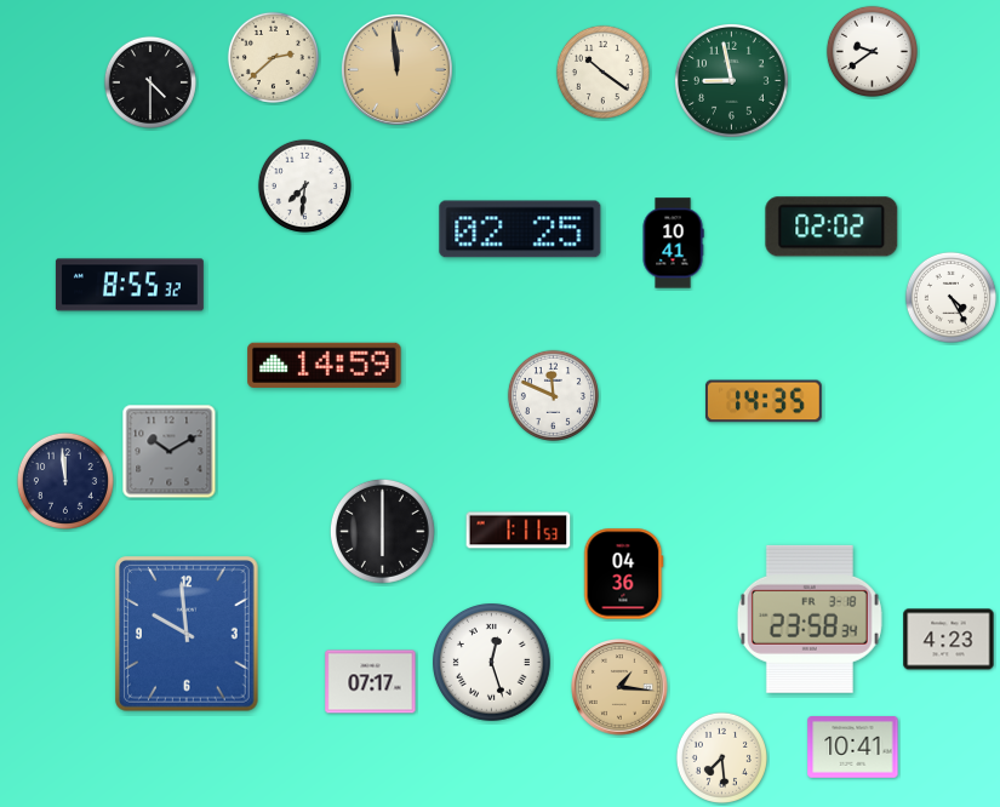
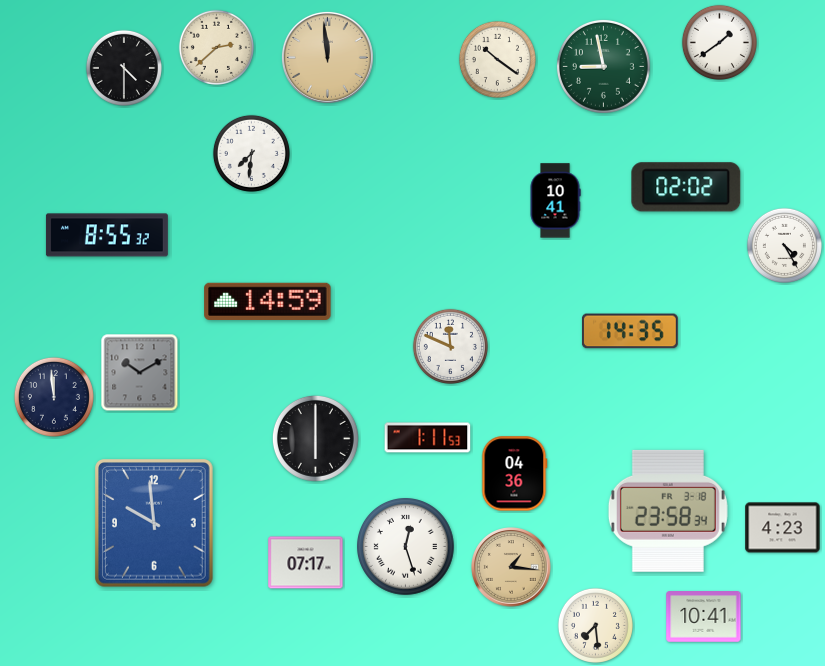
clock at (872, 51): 9:39 -> 1:39
clock at (273, 57) position: (273, 57) -> (216, 47)
clock at (520, 229): 02:25 -> none
clock at (553, 395) position: (553, 395) -> (450, 346)
